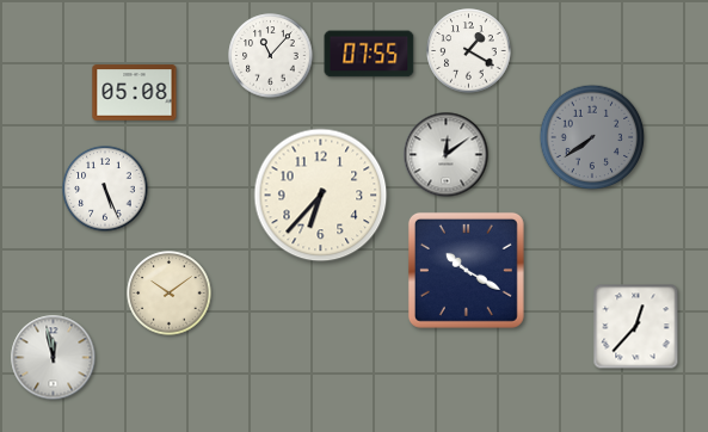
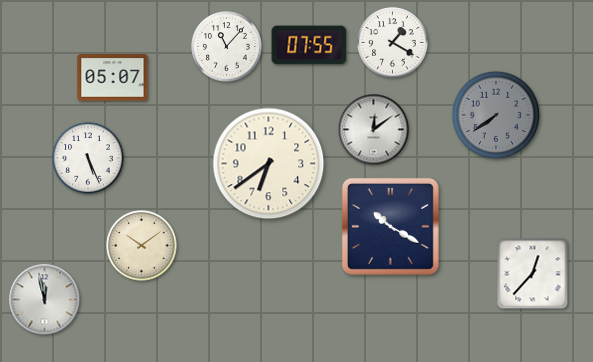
clock at (135, 93): 05:08 -> 05:07
clock at (321, 196): 6:37 -> 6:39
